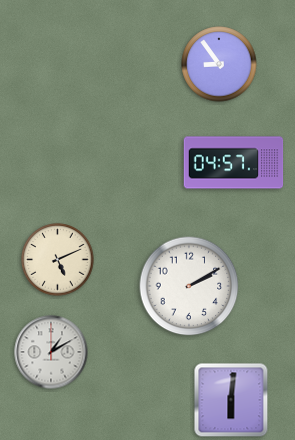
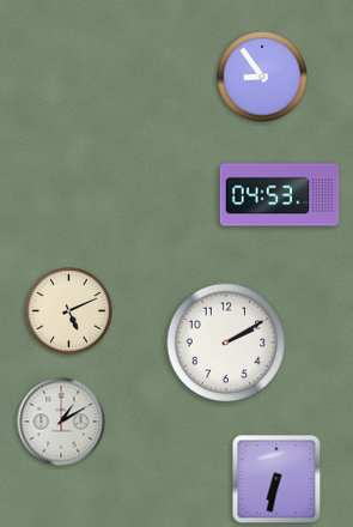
clock at (234, 163): 04:57 -> 04:53
clock at (231, 400): 6:01 -> 6:32
